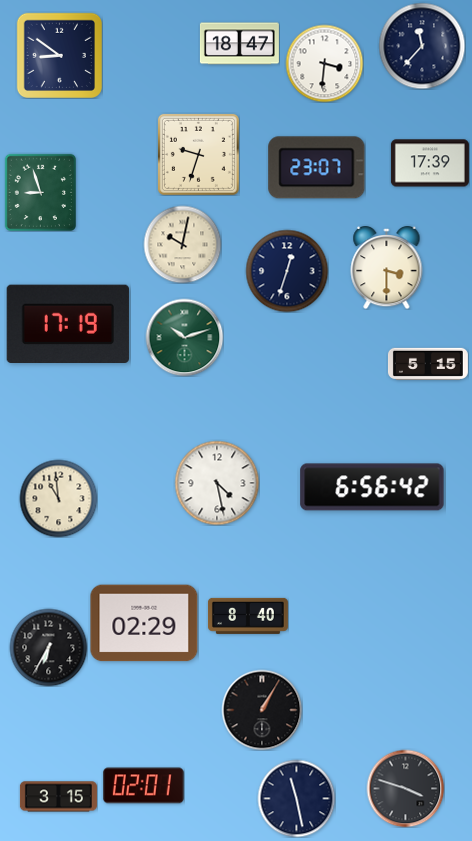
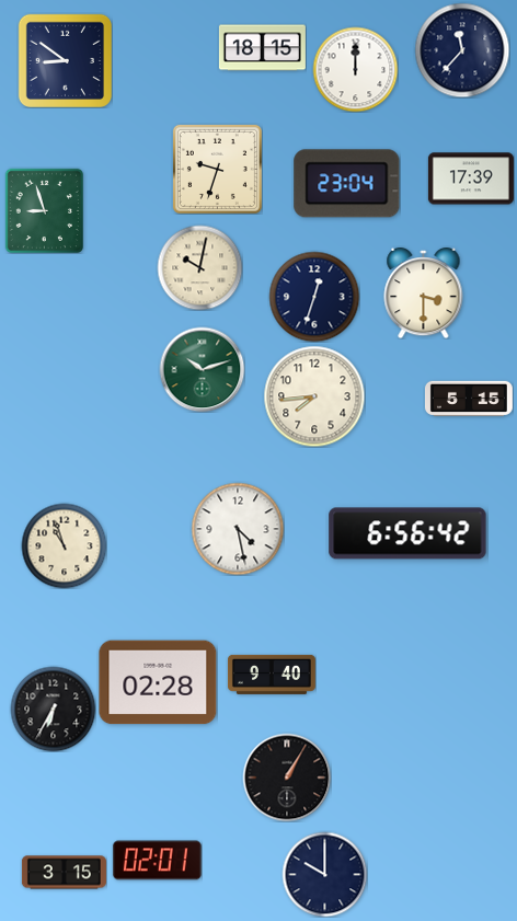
clock at (239, 44): 18:47 -> 18:15
clock at (324, 63): 3:31 -> 12:00
clock at (317, 168): 23:07 -> 23:04
clock at (68, 323): 17:19 -> none
clock at (314, 396): none -> 7:44
clock at (58, 498): 10:59 -> 10:57
clock at (248, 616): 8:40 -> 9:40
clock at (144, 623): 02:29 -> 02:28
clock at (405, 788): 3:48 -> none
clock at (296, 798): 11:28 -> 10:00
